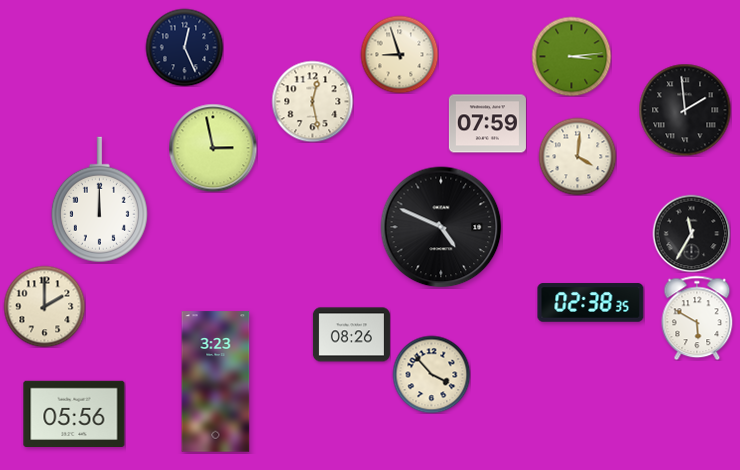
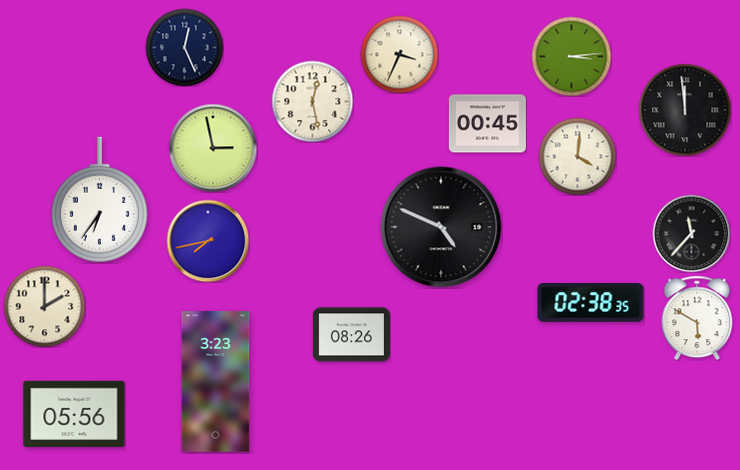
clock at (399, 54): 8:57 -> 3:34
clock at (685, 110): 1:59 -> 11:59
clock at (487, 124): 07:59 -> 00:45
clock at (99, 200): 12:00 -> 6:36
clock at (691, 233): 11:35 -> 11:37
clock at (208, 241): none -> 7:43
clock at (431, 374): 3:53 -> none
